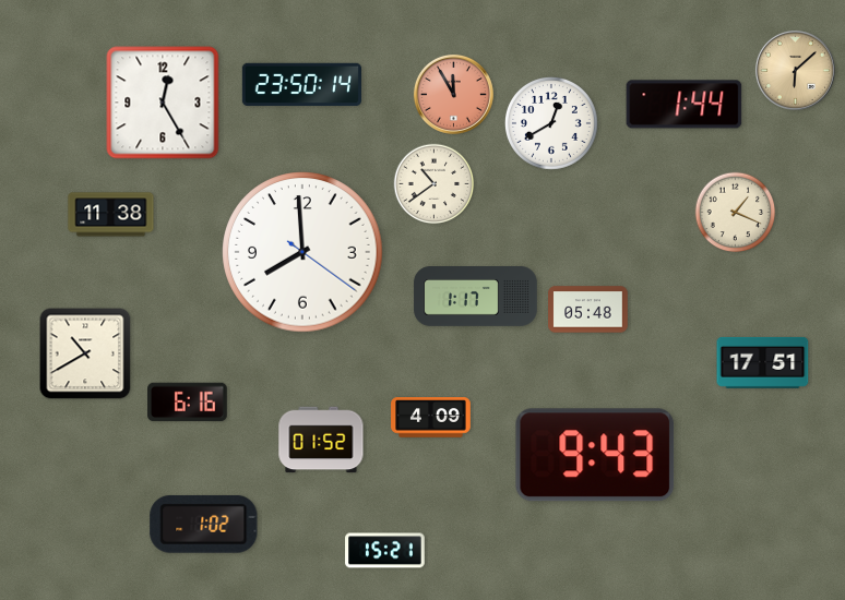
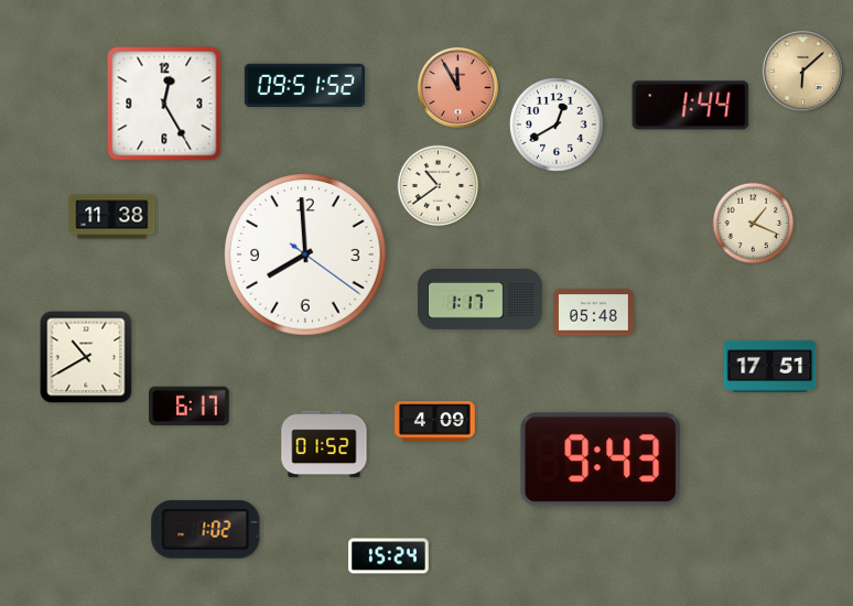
clock at (301, 85): 23:50 -> 09:51
clock at (453, 94) position: (453, 94) -> (457, 87)
clock at (736, 213) position: (736, 213) -> (754, 224)
clock at (188, 403): 6:16 -> 6:17
clock at (385, 551): 15:21 -> 15:24
